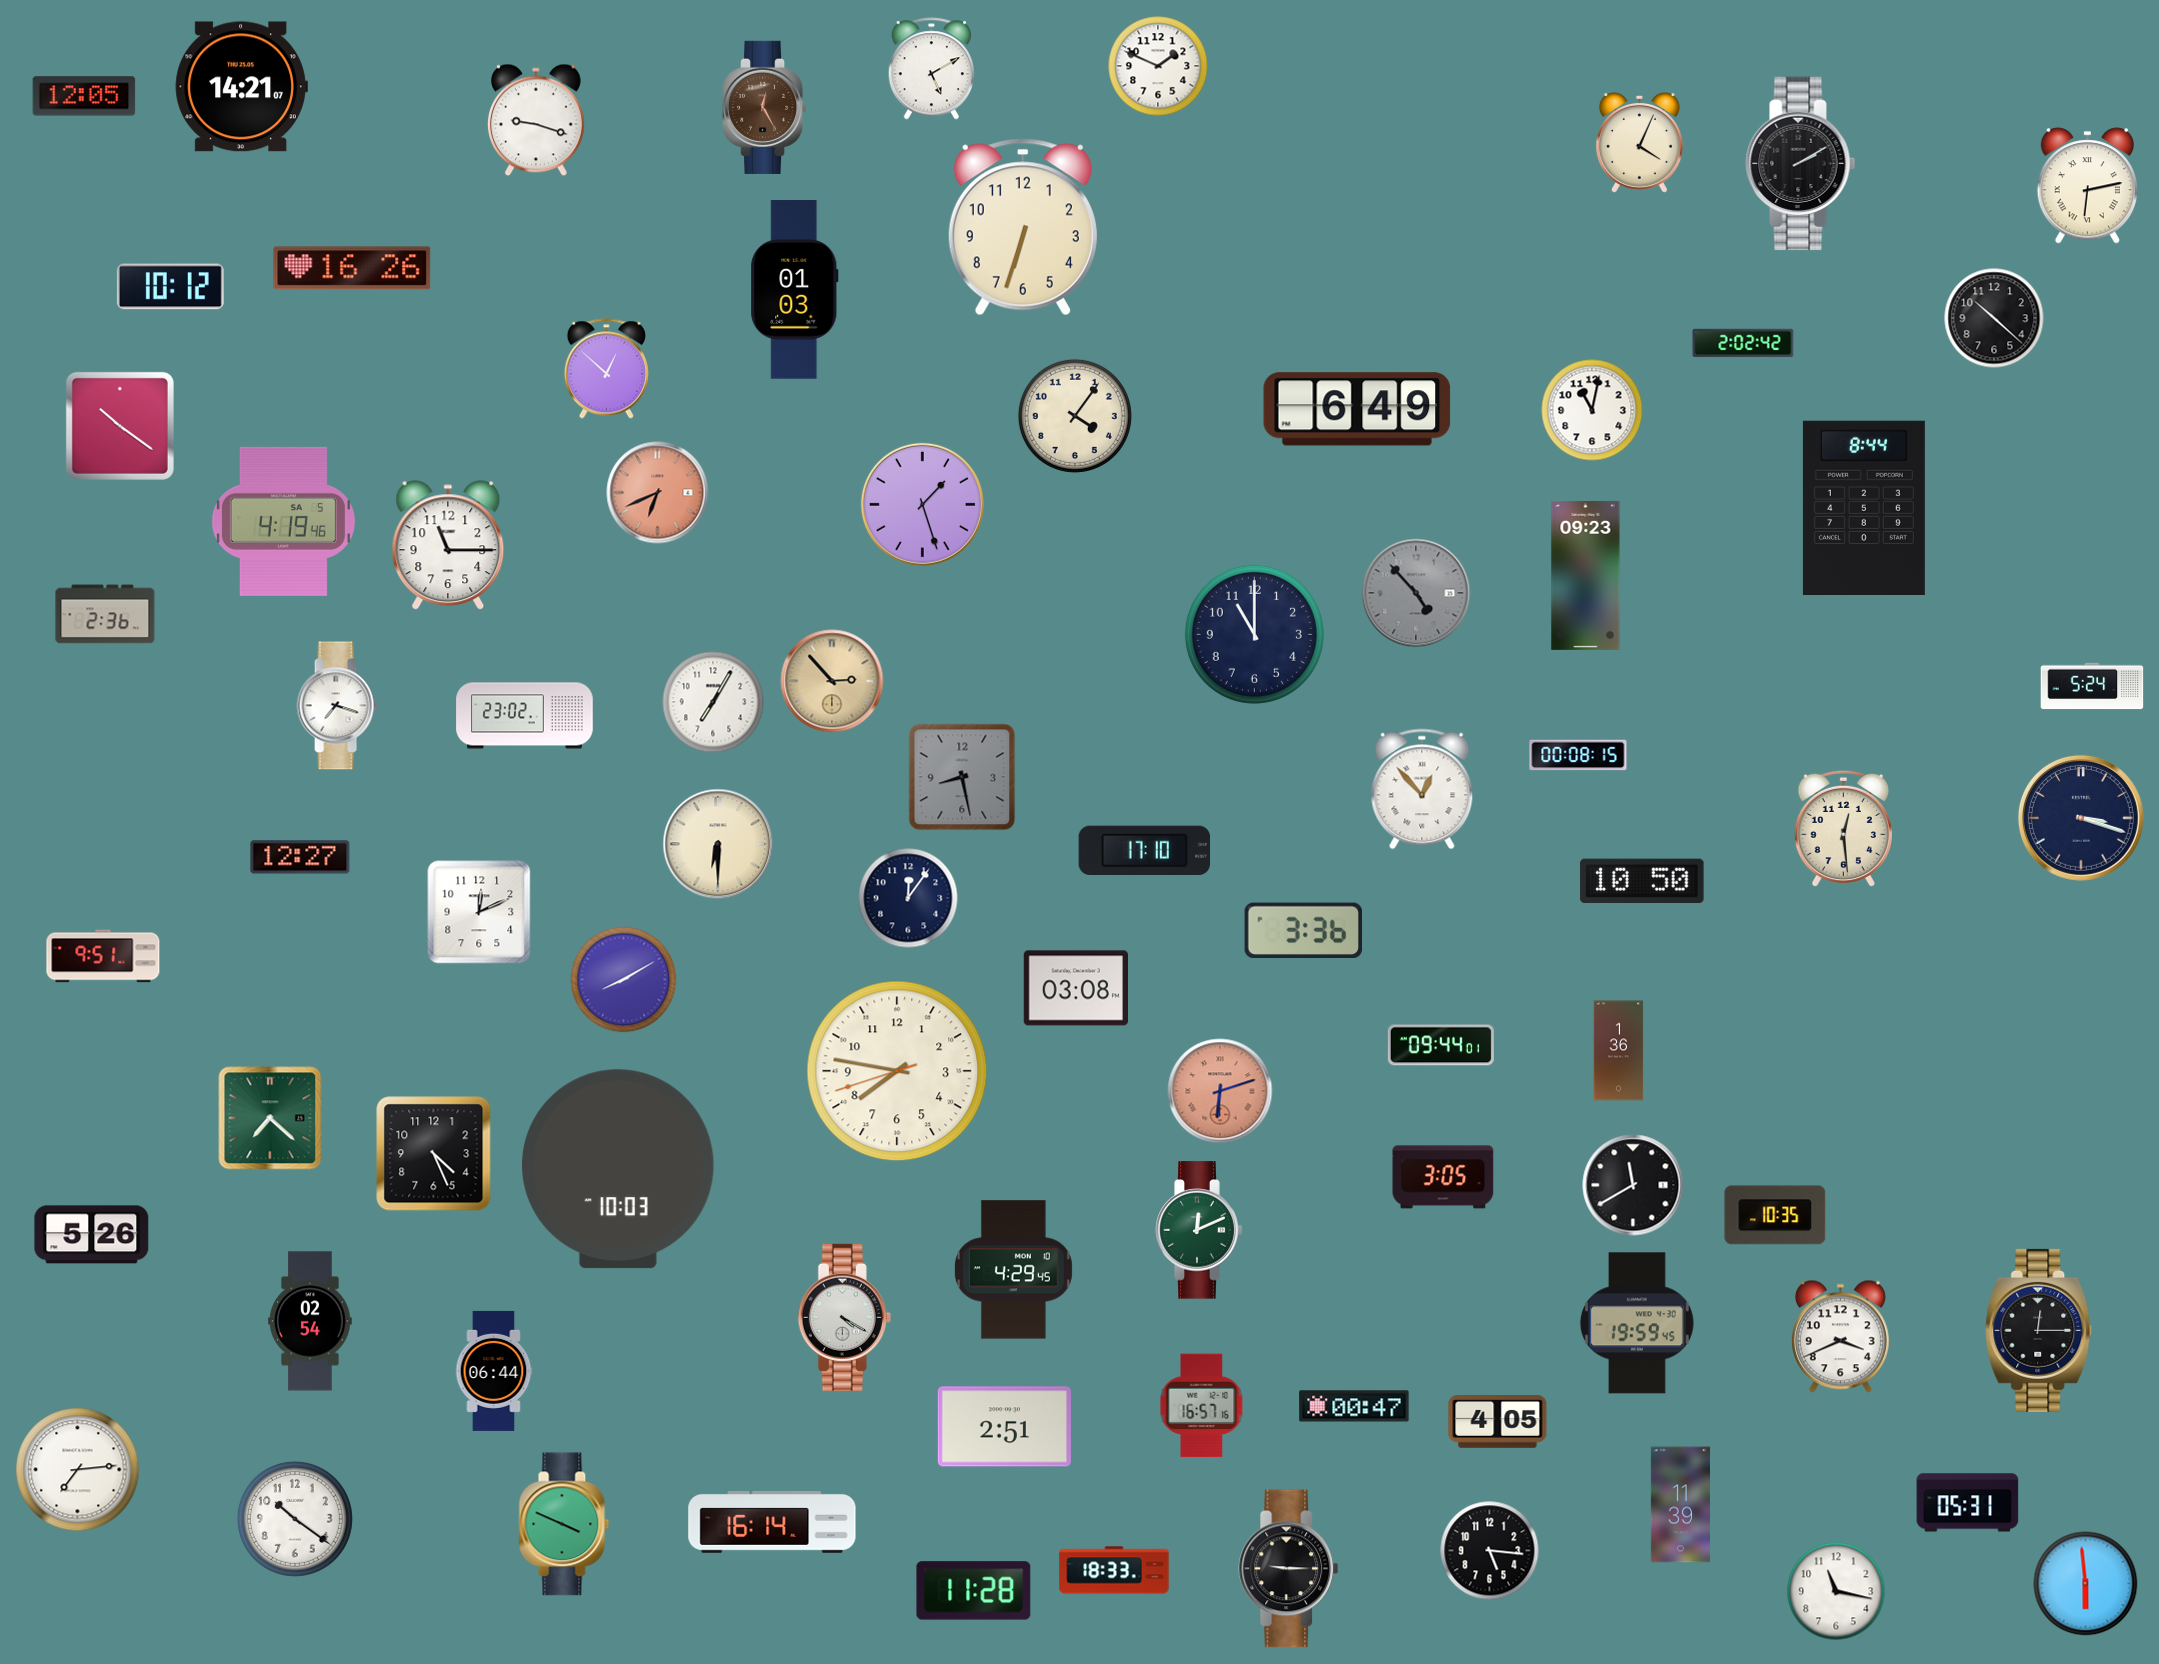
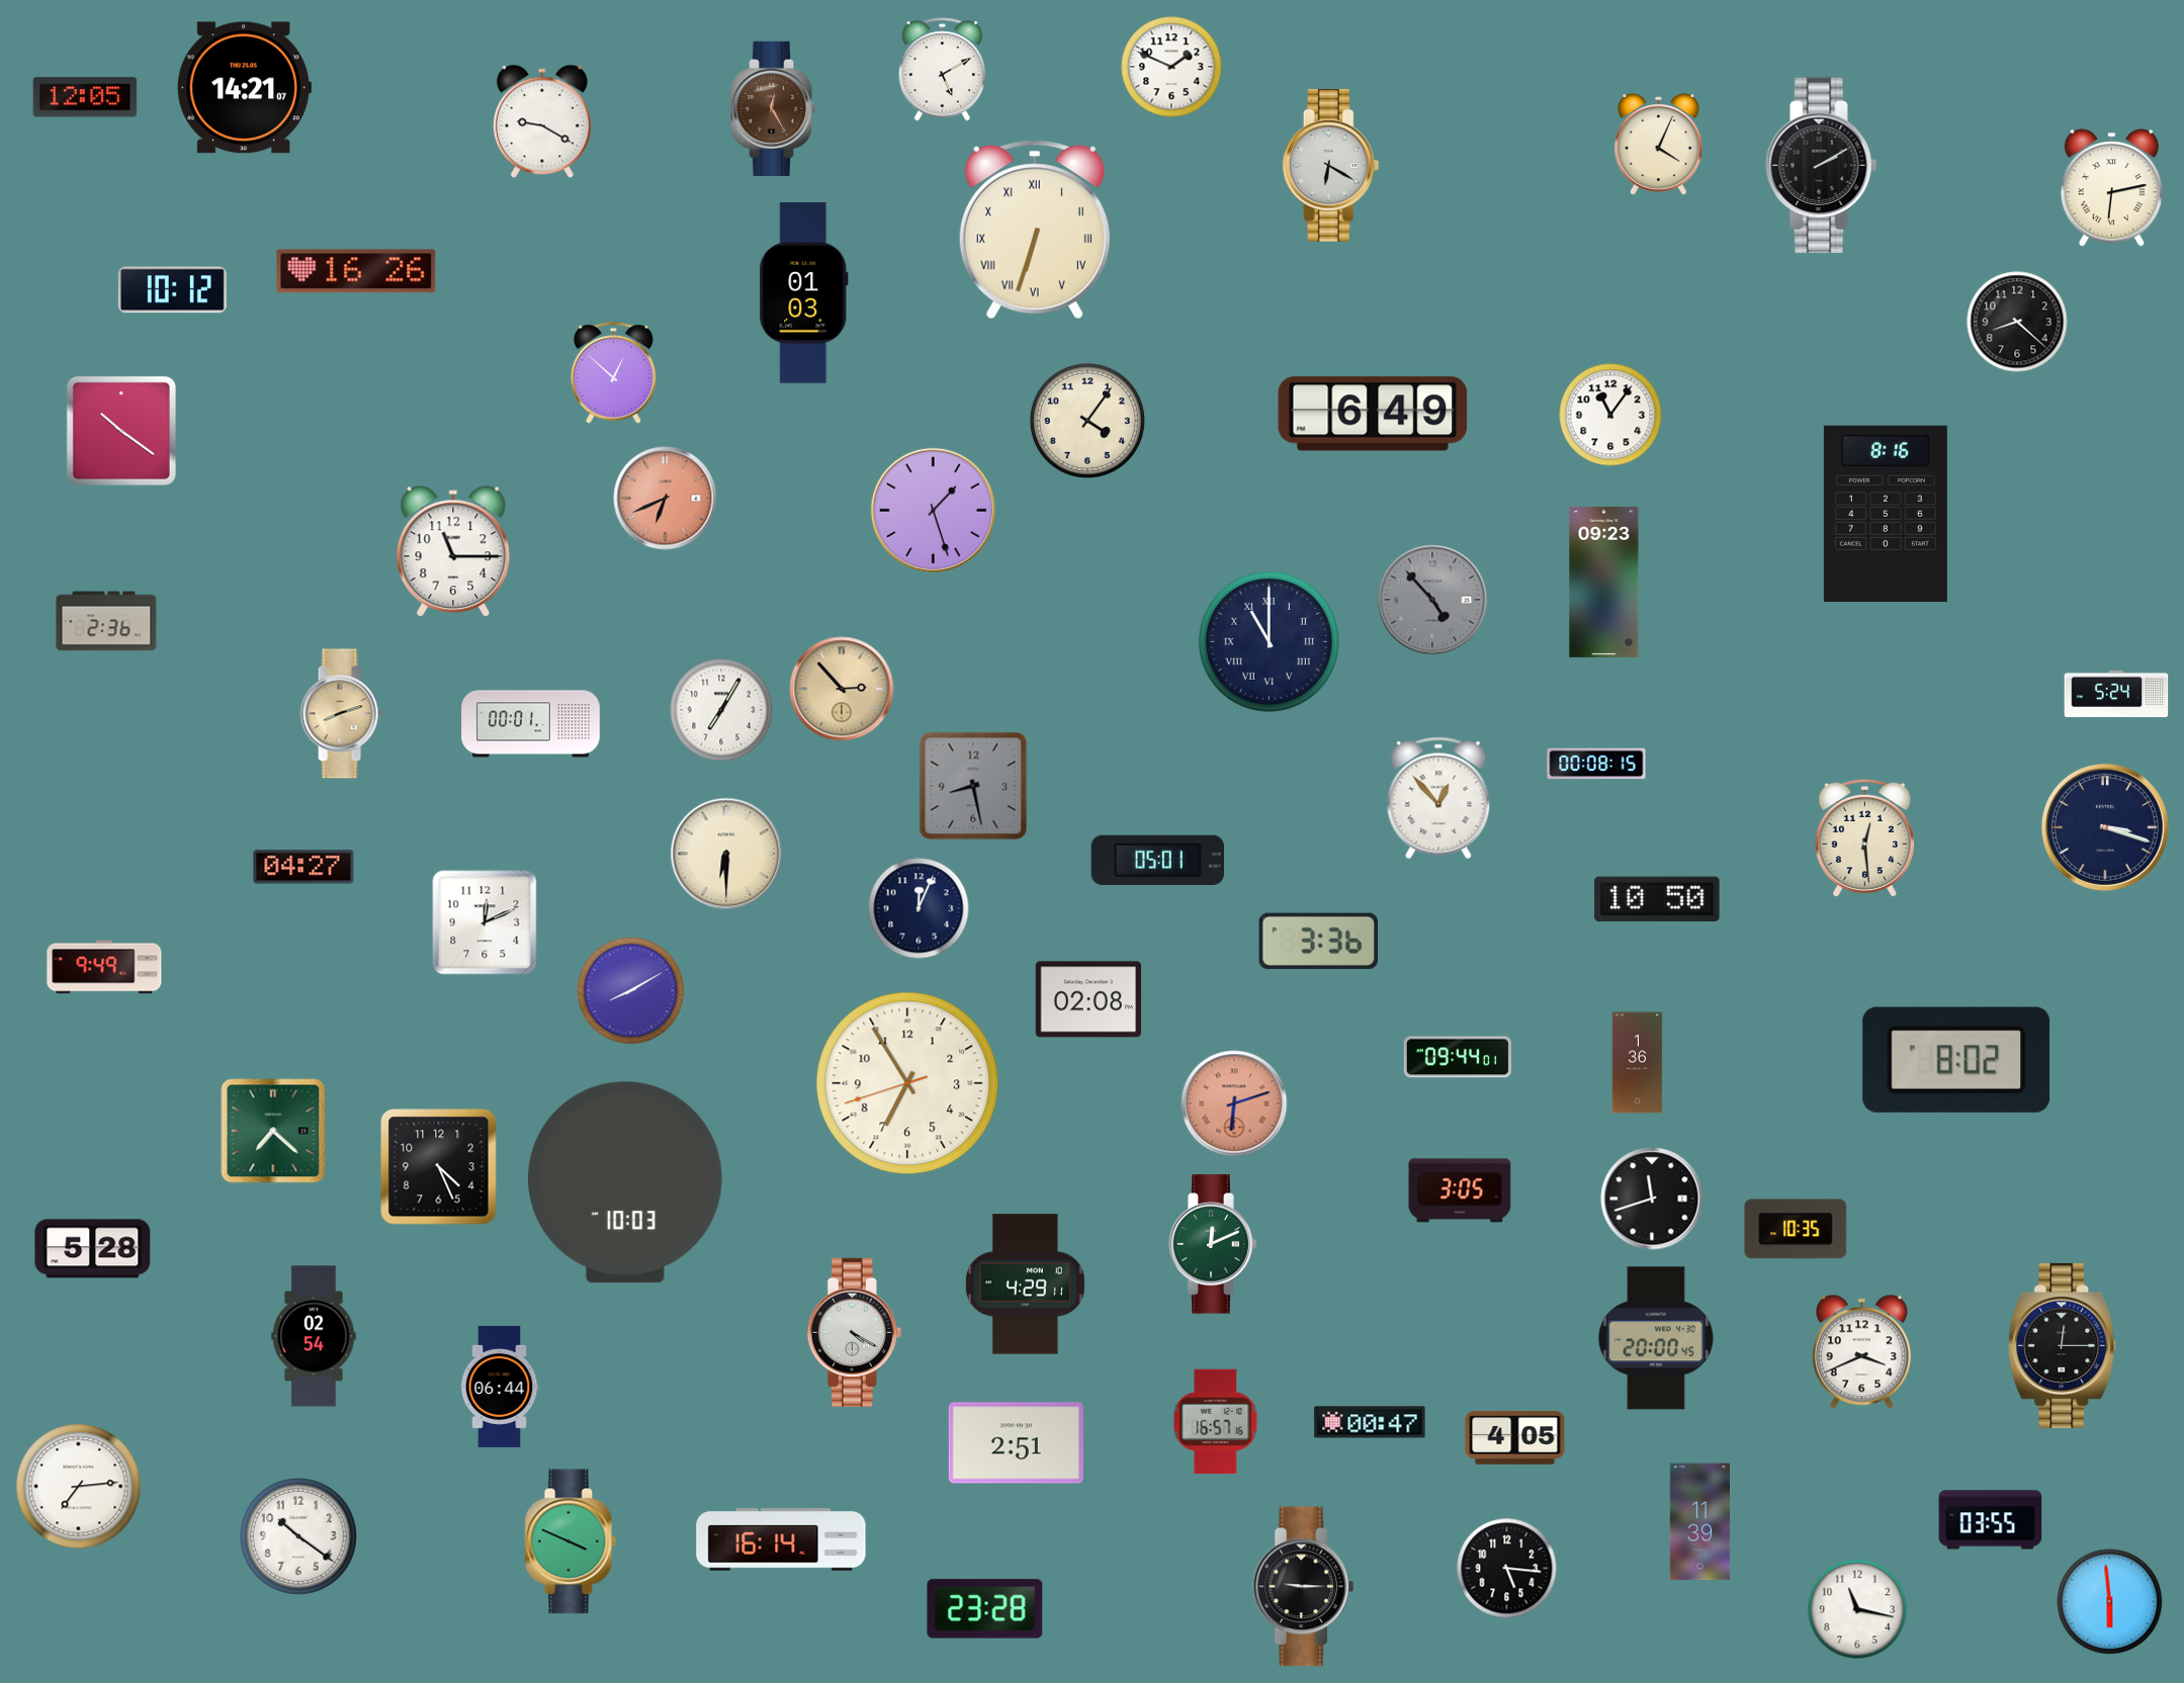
clock at (536, 120): 9:18 -> 9:20
clock at (1331, 166): none -> 6:20
clock at (1023, 227) numerals: Arabic -> Roman
clock at (1994, 318): 10:22 -> 8:22
clock at (1743, 343): 2:02 -> none
clock at (1592, 410): 11:02 -> 11:06
clock at (1864, 507): 8:44 -> 8:16
clock at (283, 521): 4:19 -> none
clock at (1254, 634) numerals: Arabic -> Roman
clock at (337, 706): 7:18 -> 8:12
clock at (337, 706) dial: white -> champagne
clock at (525, 716): 23:02 -> 00:01
clock at (1145, 851): 17:10 -> 05:01
clock at (300, 857): 12:27 -> 04:27
clock at (1642, 881) position: (1642, 881) -> (1657, 899)
clock at (908, 898): 12:06 -> 12:04
clock at (103, 956): 9:51 -> 9:49
clock at (1075, 988): 03:08 -> 02:08
clock at (1956, 1060): none -> 8:02
clock at (897, 1071): 7:46 -> 6:54
clock at (1633, 1185): 11:40 -> 11:42
clock at (92, 1235): 5:26 -> 5:28
clock at (1013, 1270): 4:29:45 -> 4:29:11
clock at (1637, 1323): 19:59 -> 20:00
clock at (1968, 1503): 05:31 -> 03:55
clock at (1114, 1570): 18:33 -> none
clock at (974, 1591): 11:28 -> 23:28
